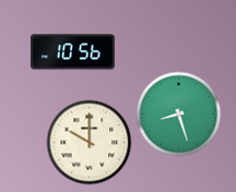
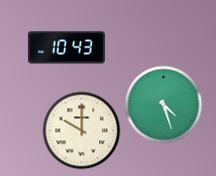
clock at (72, 52): 10:56 -> 10:43
clock at (178, 113): 8:27 -> 4:27
